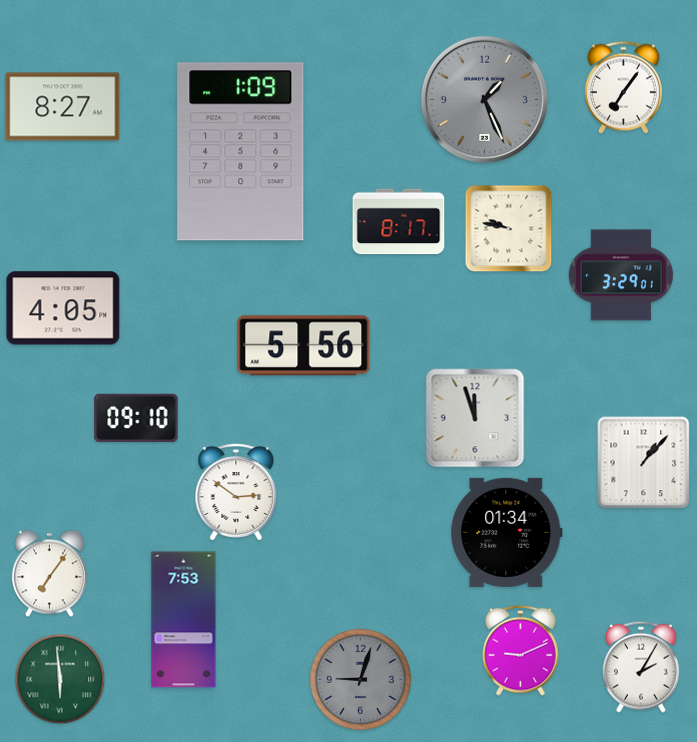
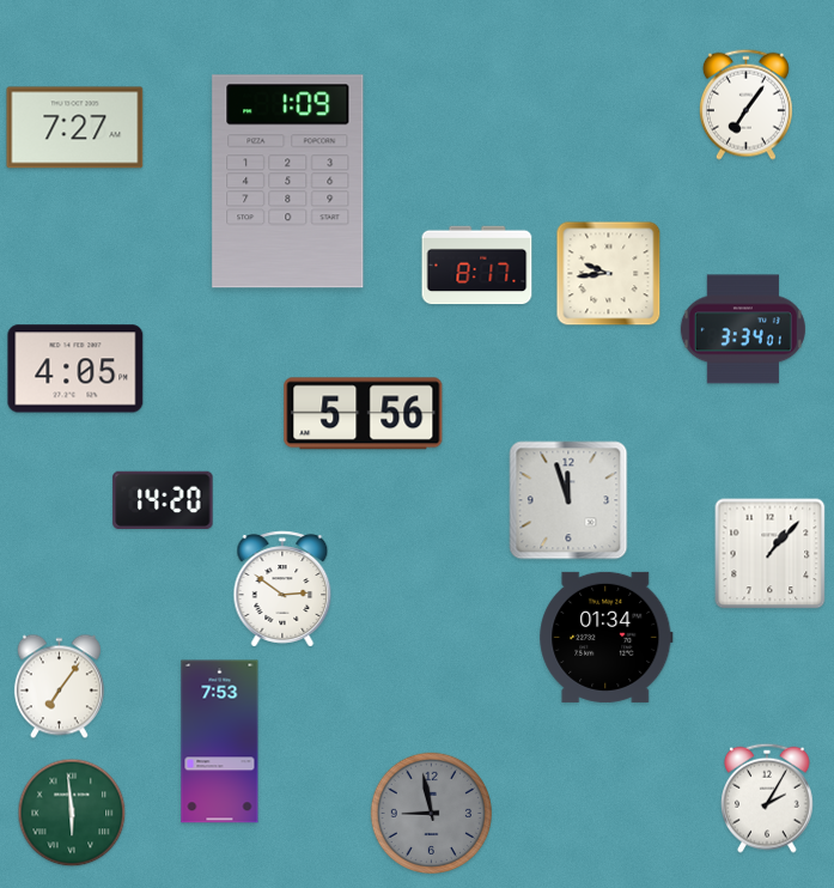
clock at (485, 100): 1:26 -> none
clock at (63, 107): 8:27 -> 7:27
clock at (509, 229): 9:47 -> 9:44
clock at (621, 275): 3:29 -> 3:34
clock at (136, 417): 09:10 -> 14:20
clock at (521, 650): 9:11 -> none
clock at (360, 679): 9:03 -> 8:58
